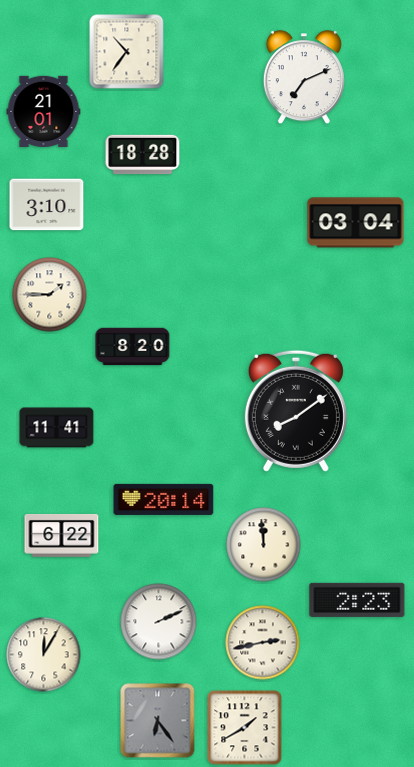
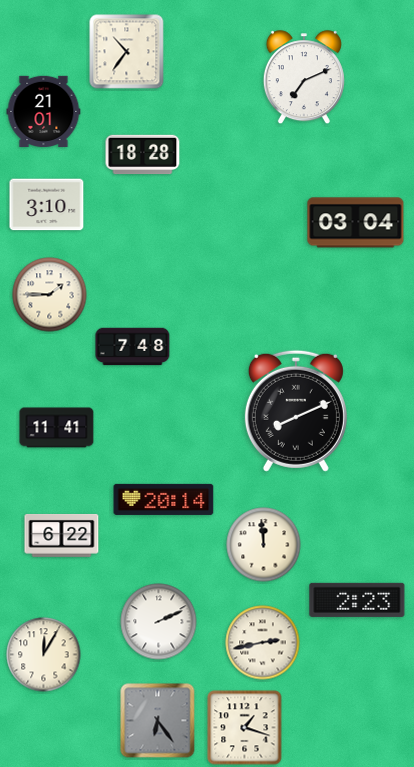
clock at (133, 347): 8:20 -> 7:48
clock at (296, 411): 8:09 -> 8:11
clock at (245, 728): 1:40 -> 1:18
